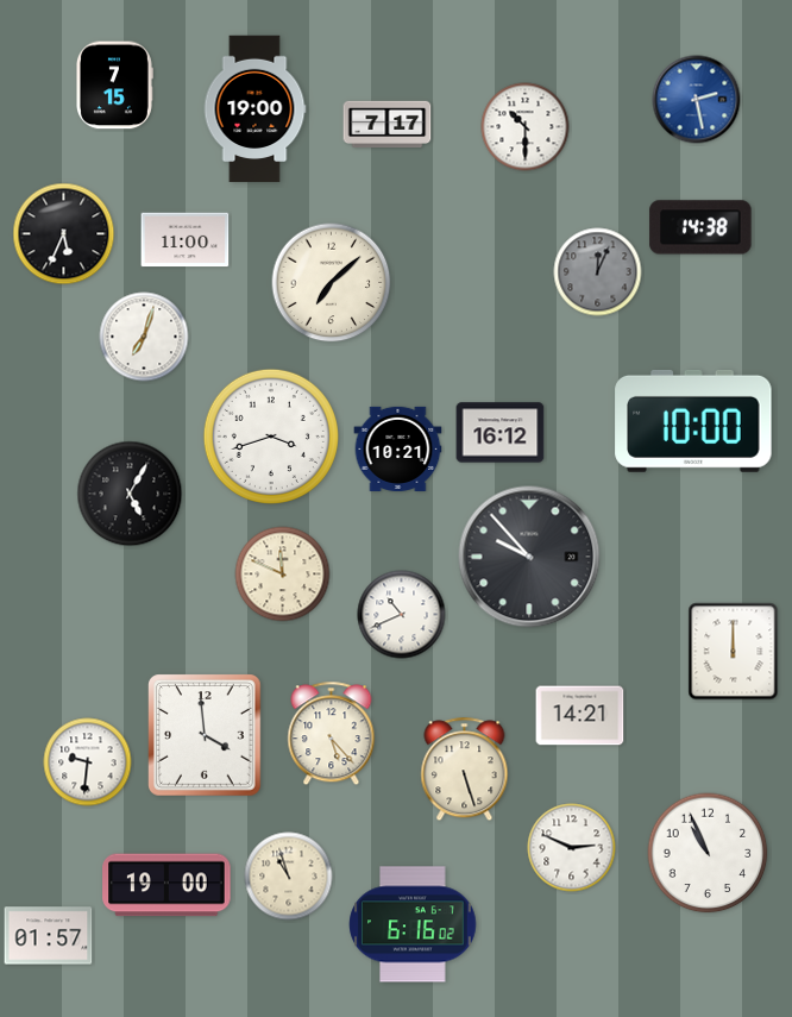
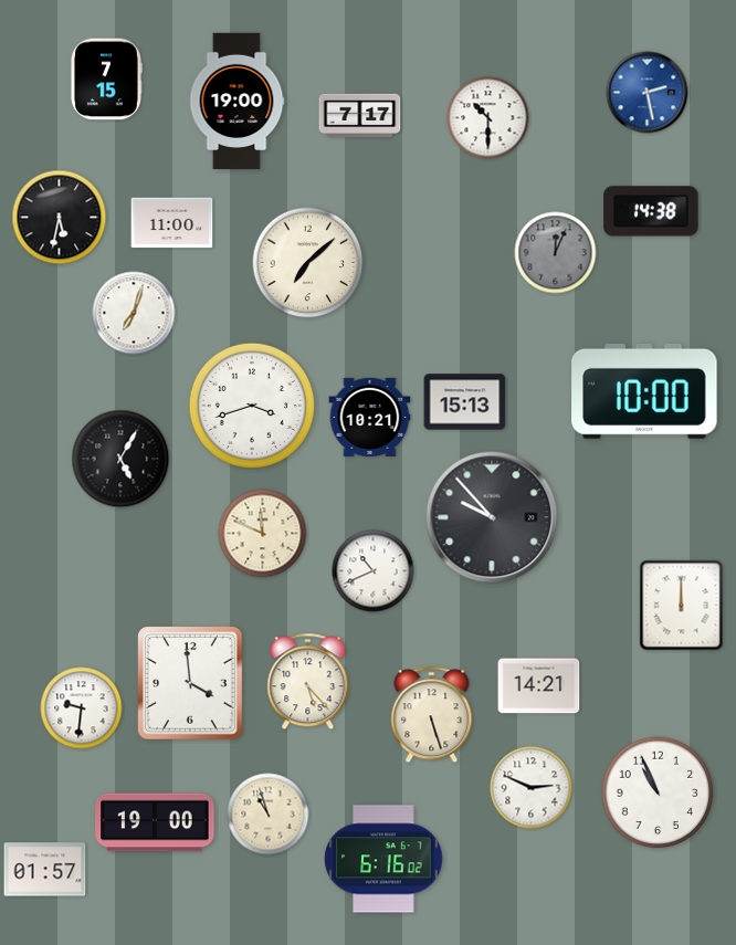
clock at (64, 234): 5:34 -> 5:32
clock at (501, 433): 16:12 -> 15:13
clock at (580, 716) position: (580, 716) -> (539, 686)
